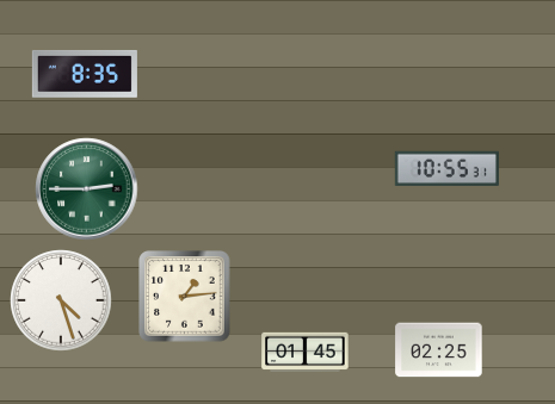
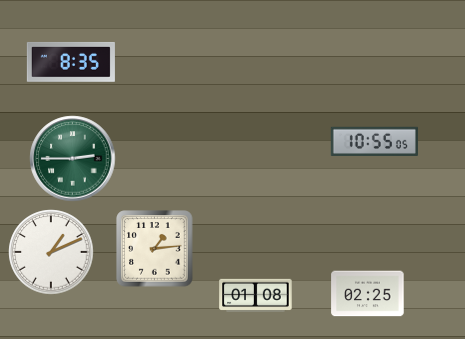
clock at (446, 168): 10:55:31 -> 10:55:05
clock at (61, 300): 4:27 -> 1:11
clock at (306, 353): 01:45 -> 01:08
